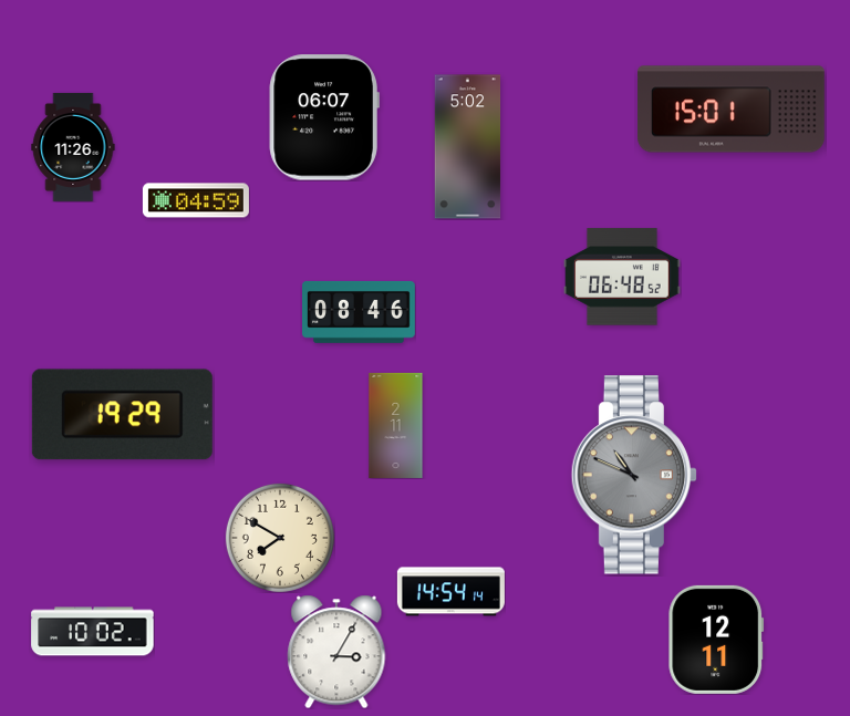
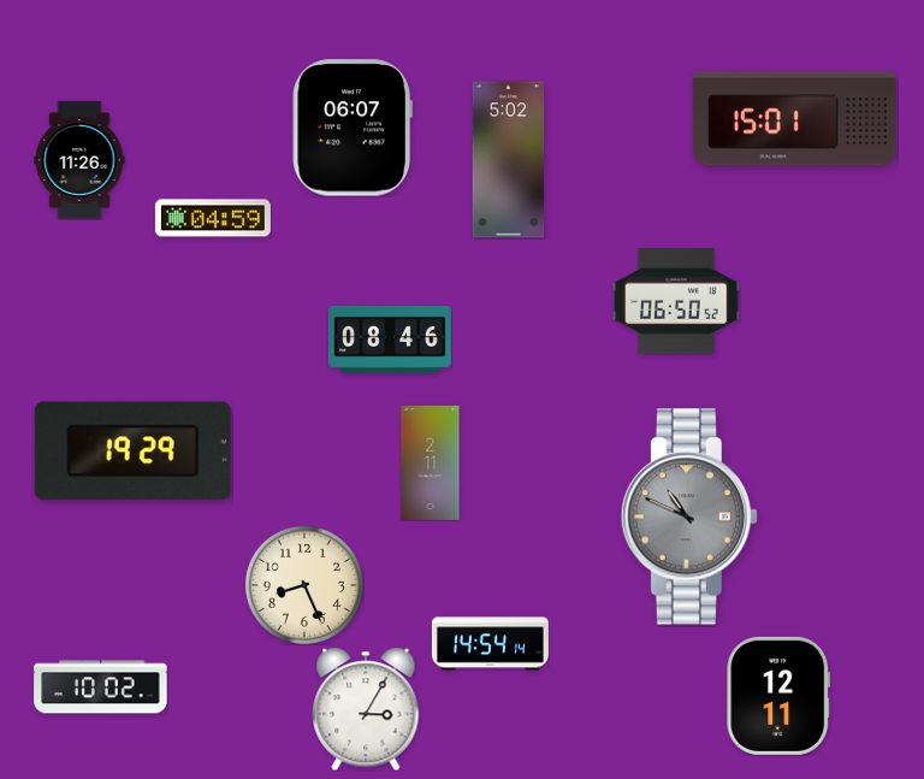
clock at (622, 277): 06:48 -> 06:50
clock at (280, 538): 7:50 -> 8:26
